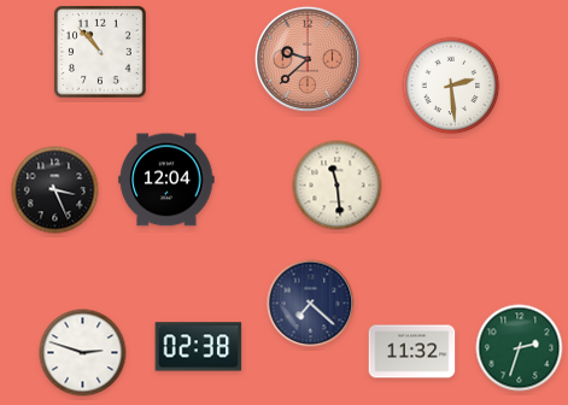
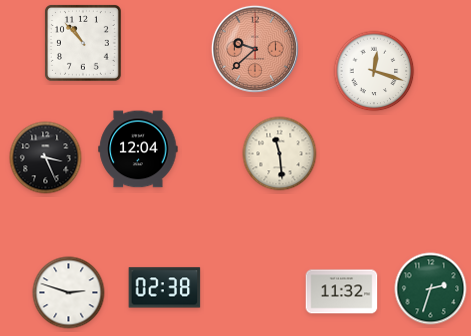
clock at (451, 86): 2:29 -> 12:18
clock at (311, 304): 7:22 -> none
